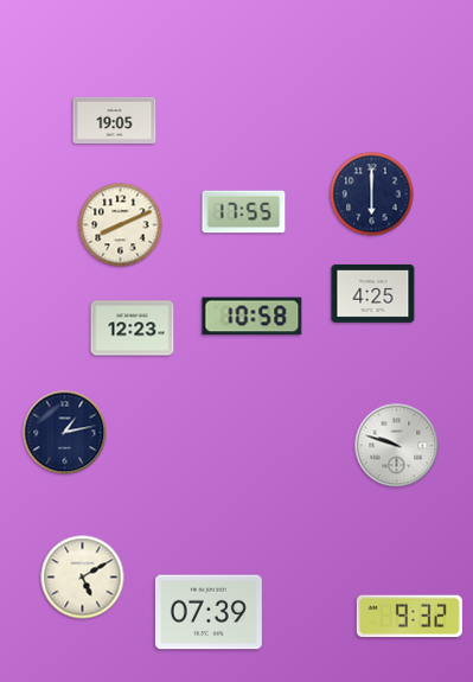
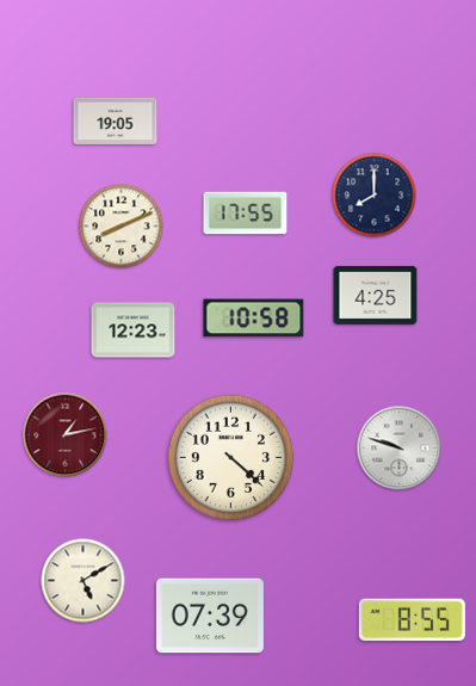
clock at (372, 195): 6:00 -> 8:00
clock at (65, 433) dial: navy -> burgundy
clock at (231, 458): none -> 4:22
clock at (409, 617): 9:32 -> 8:55
